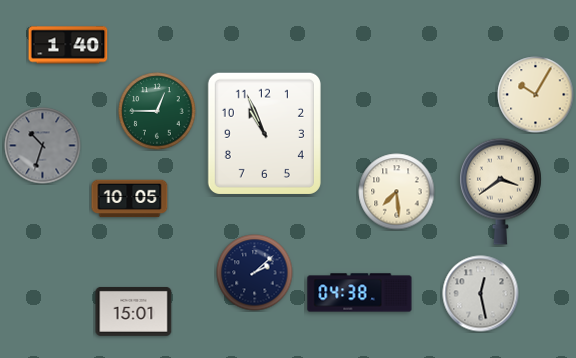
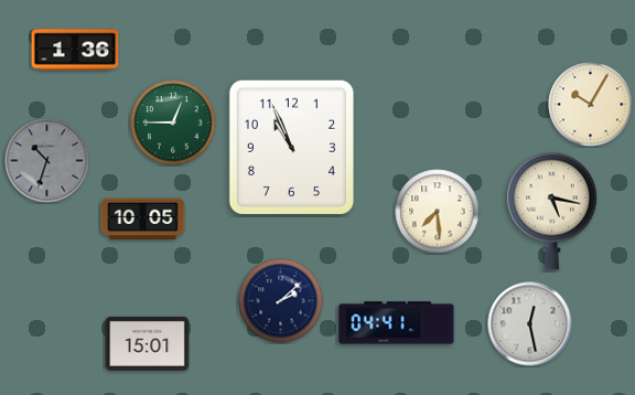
clock at (68, 45): 1:40 -> 1:36
clock at (501, 191): 3:39 -> 5:17
clock at (360, 293): 04:38 -> 04:41
